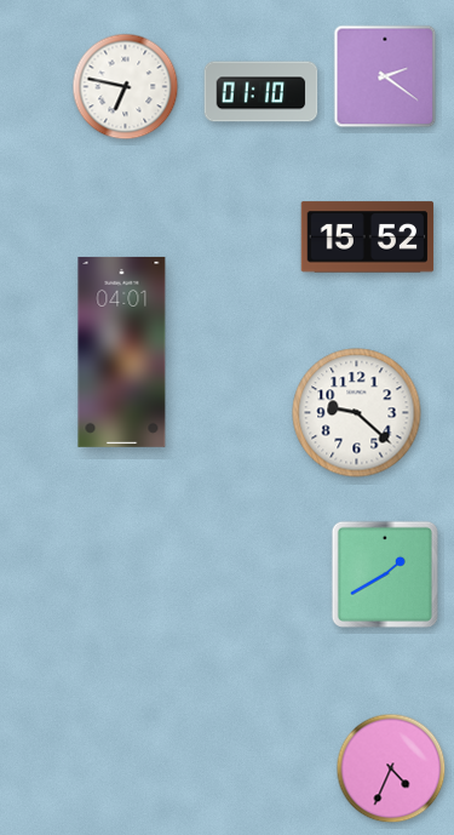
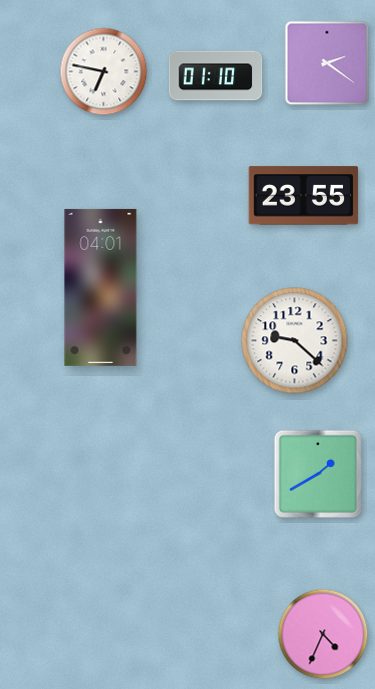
clock at (385, 76) position: (385, 76) -> (327, 63)
clock at (368, 238): 15:52 -> 23:55
clock at (122, 351) position: (122, 351) -> (101, 287)
